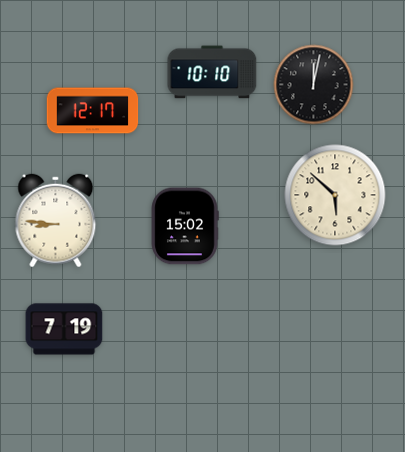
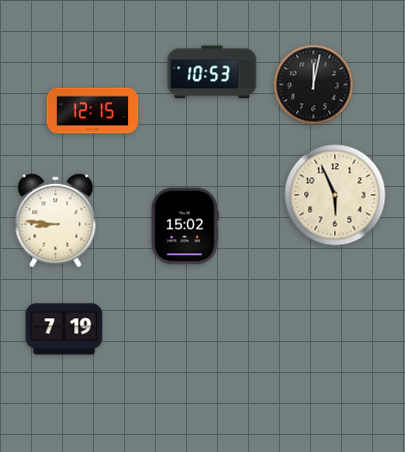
clock at (212, 72): 10:10 -> 10:53
clock at (93, 111): 12:17 -> 12:15
clock at (335, 195): 5:52 -> 5:56
